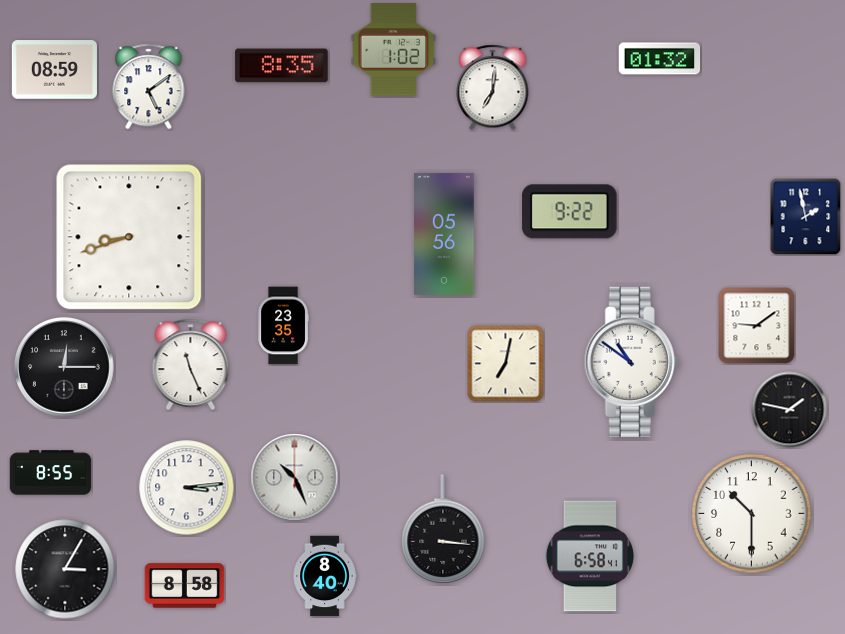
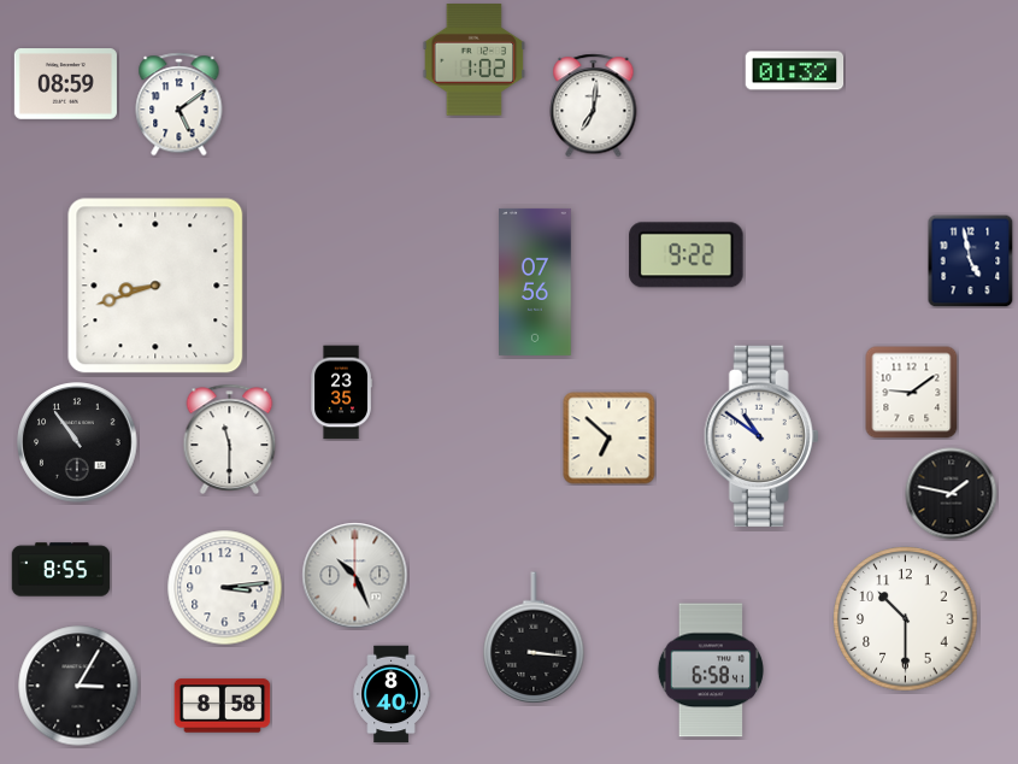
clock at (282, 66): 8:35 -> none
clock at (806, 216): 1:58 -> 4:58
clock at (445, 234): 05:56 -> 07:56
clock at (191, 364): 11:26 -> 11:30
clock at (506, 364): 7:02 -> 6:52
clock at (64, 367): 12:15 -> 10:54
